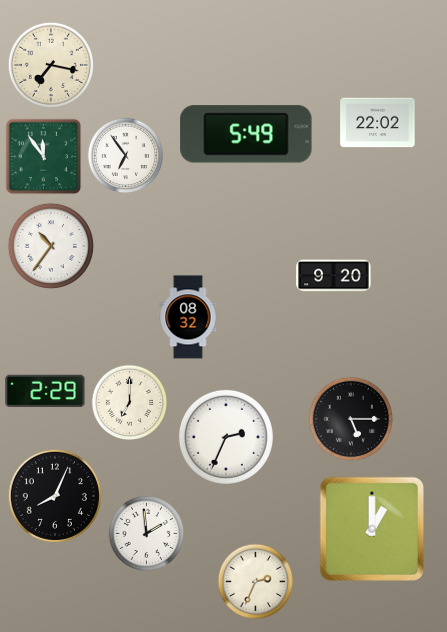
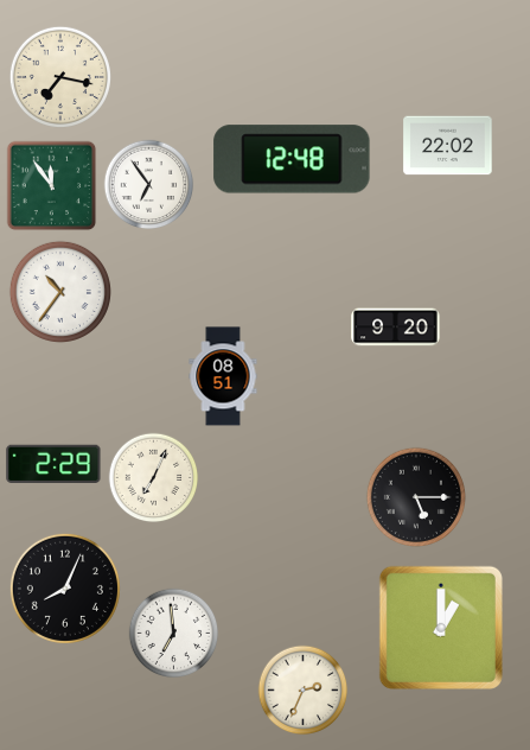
clock at (246, 134): 5:49 -> 12:48
clock at (188, 317): 08:32 -> 08:51
clock at (130, 403): 7:00 -> 7:04
clock at (226, 437): 2:34 -> none
clock at (147, 534): 1:59 -> 6:59
